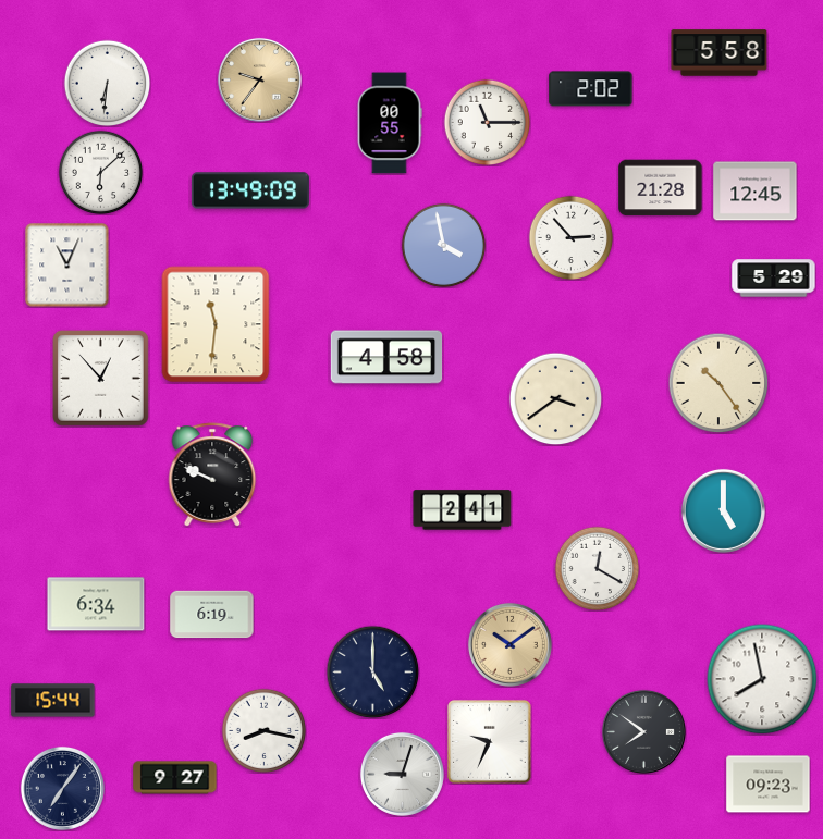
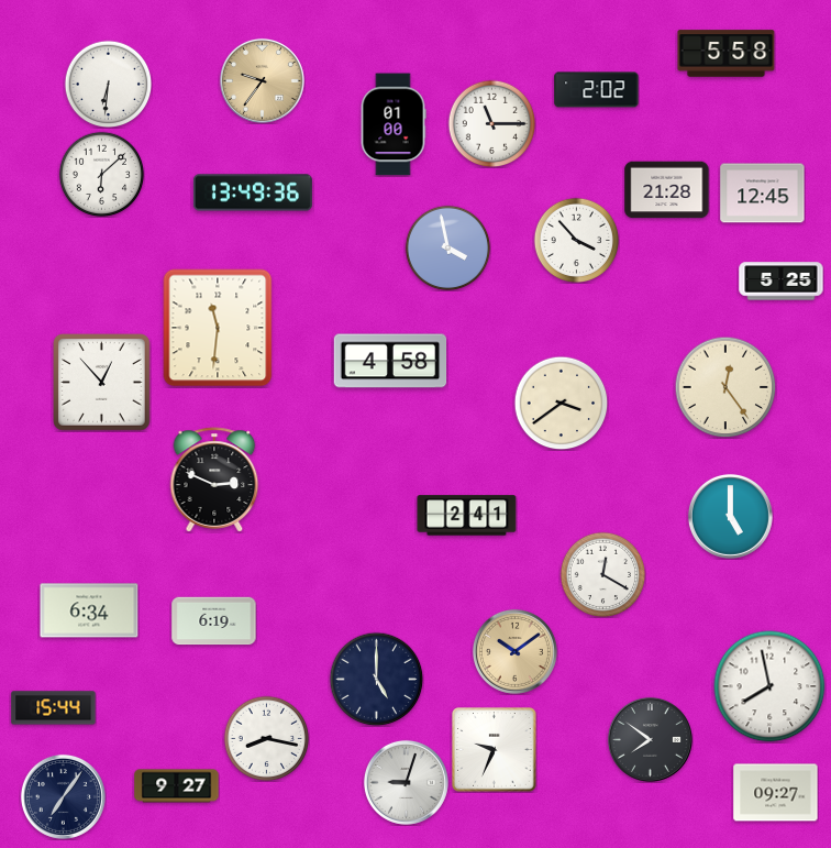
clock at (390, 123): 00:55 -> 01:00
clock at (250, 190): 13:49:09 -> 13:49:36
clock at (570, 237): 2:53 -> 3:53
clock at (66, 264): 11:04 -> none
clock at (774, 279): 5:29 -> 5:25
clock at (718, 383): 10:24 -> 12:24
clock at (212, 474): 9:49 -> 2:49
clock at (96, 604) position: (96, 604) -> (89, 610)
clock at (769, 785): 09:23 -> 09:27
